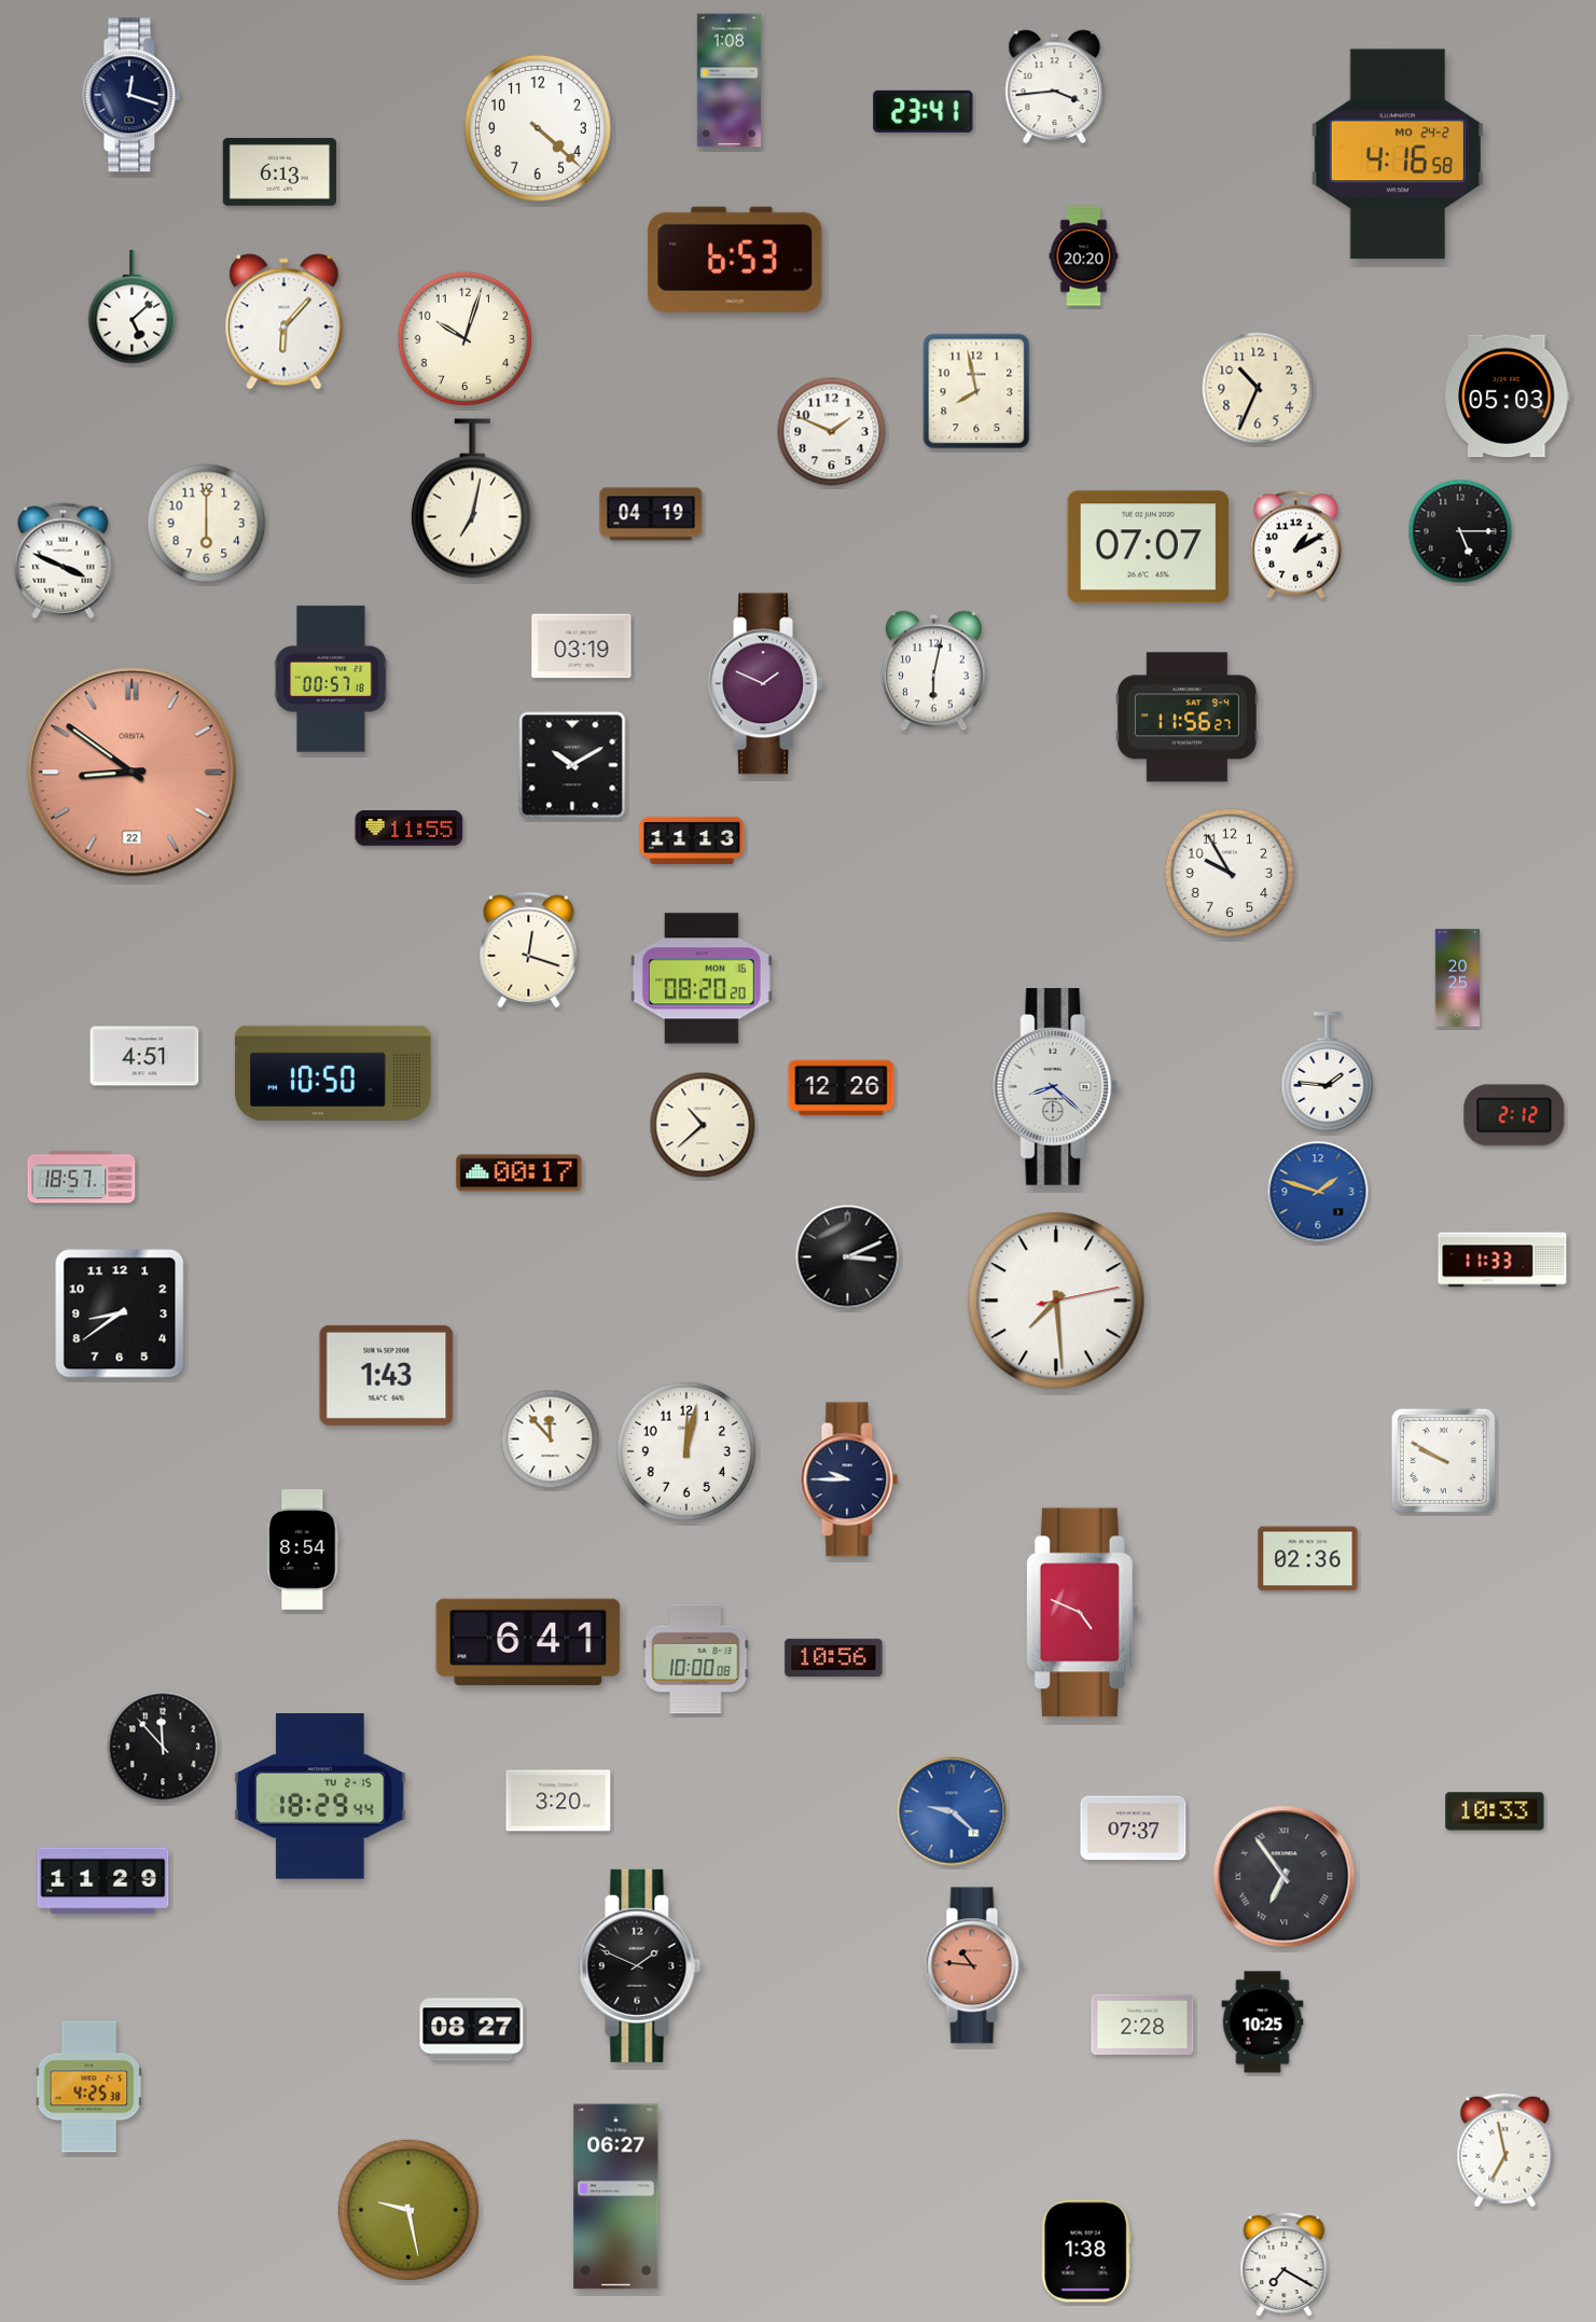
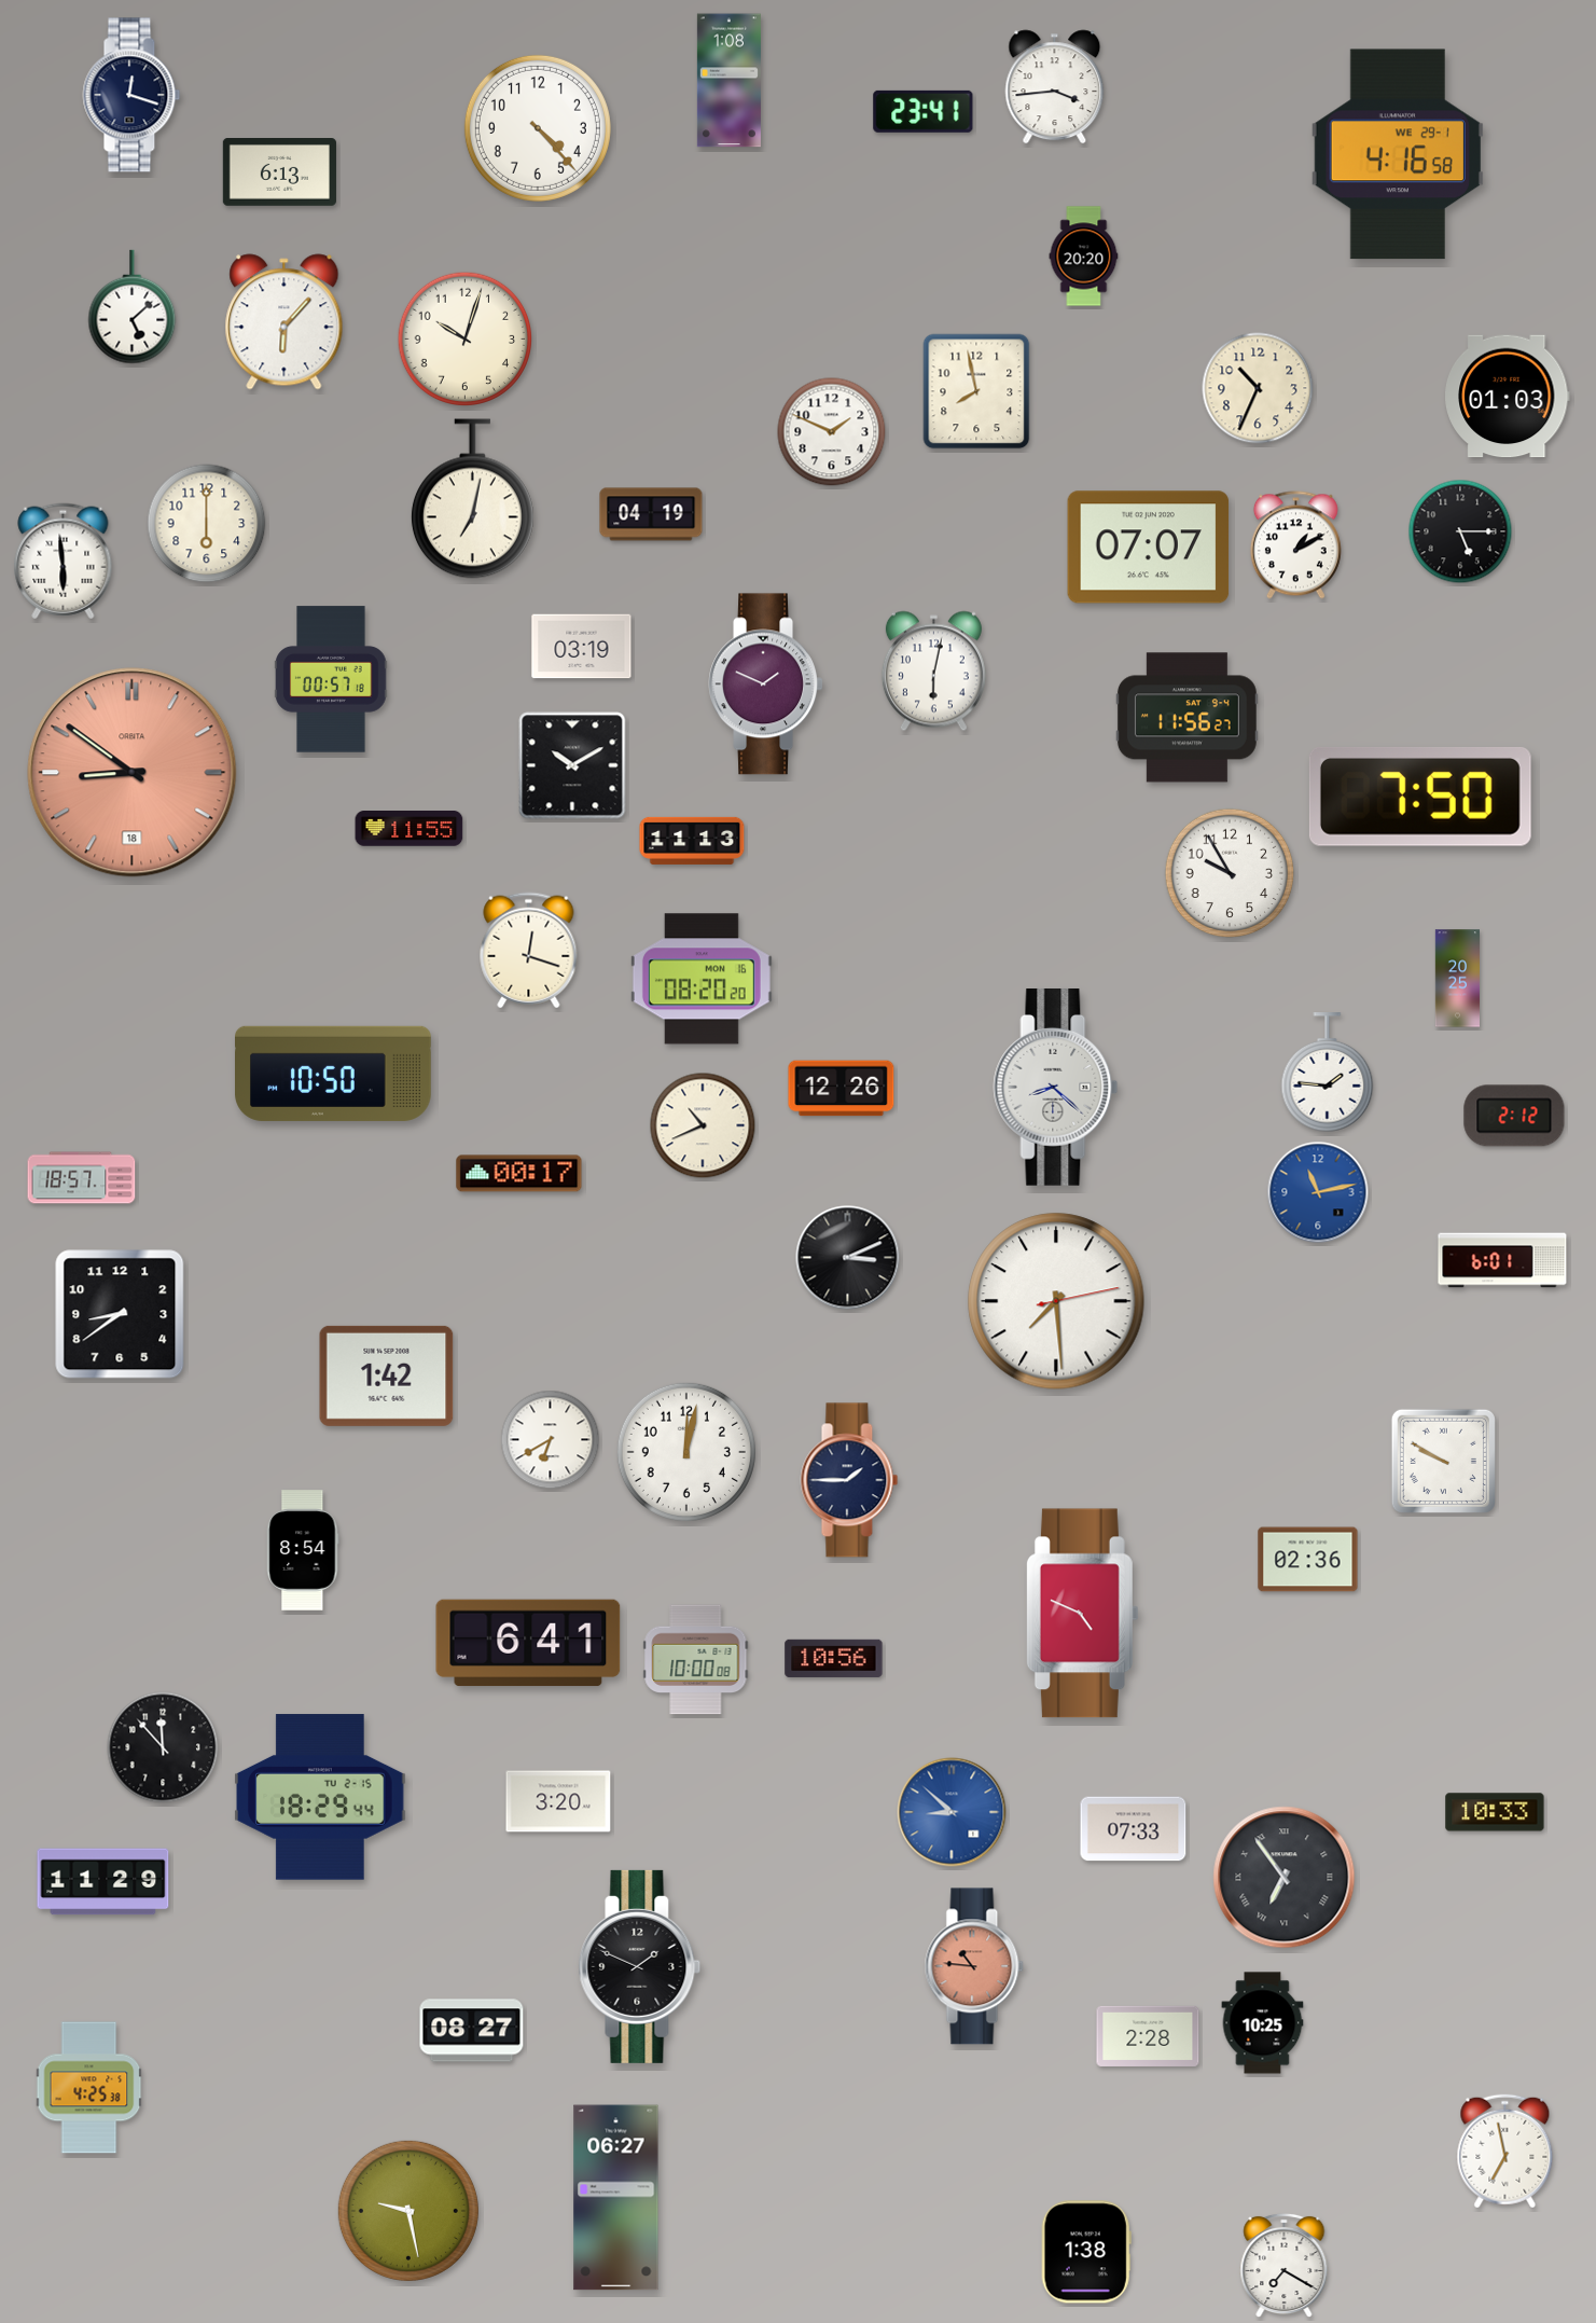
clock at (538, 128): 4:22 -> 4:23
clock at (1398, 154) date: MO 24-2 -> WE 29-1
clock at (735, 260): 6:53 -> none
clock at (1508, 397): 05:03 -> 01:03
clock at (64, 561): 3:49 -> 5:59
clock at (133, 773) date: 22 -> 18
clock at (1420, 797): none -> 7:50
clock at (144, 1056): 4:51 -> none
clock at (703, 1125): 10:38 -> 10:41
clock at (1318, 1192): 1:48 -> 11:13
clock at (1502, 1260): 11:33 -> 6:01
clock at (387, 1375): 1:43 -> 1:42
clock at (551, 1440): 11:53 -> 6:40
clock at (849, 1479): 9:45 -> 1:45
clock at (952, 1811): 9:22 -> 8:52
clock at (1134, 1829): 07:37 -> 07:33
clock at (1142, 2025) position: (1142, 2025) -> (1148, 2036)
